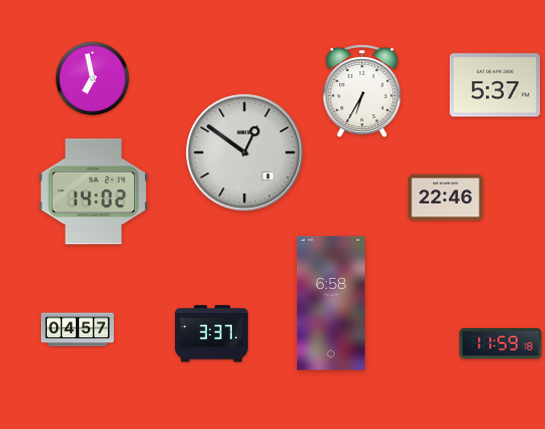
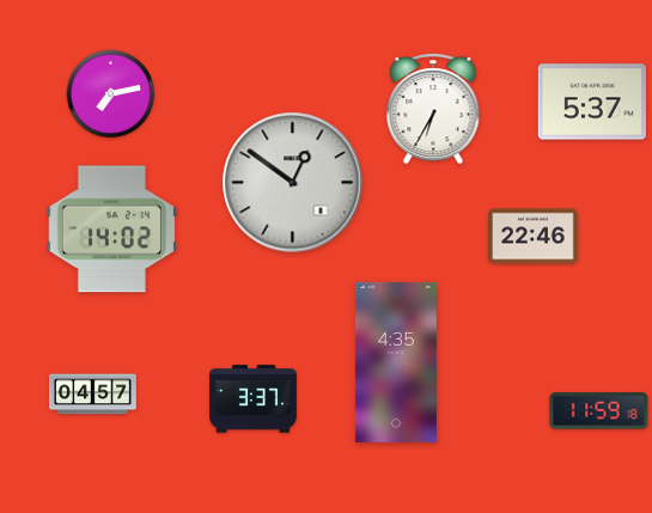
clock at (93, 79): 6:58 -> 7:13
clock at (331, 303): 6:58 -> 4:35
